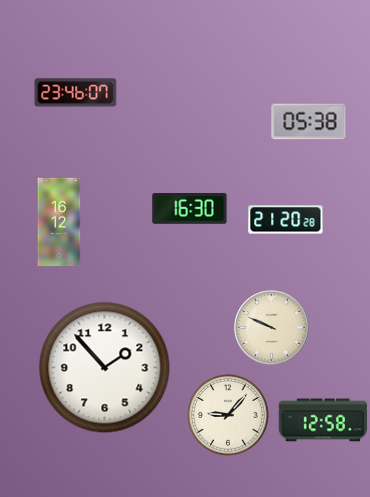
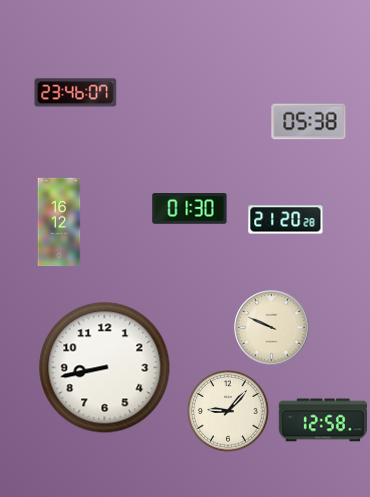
clock at (190, 209): 16:30 -> 01:30
clock at (105, 368): 1:53 -> 8:43
clock at (229, 416) position: (229, 416) -> (229, 412)
